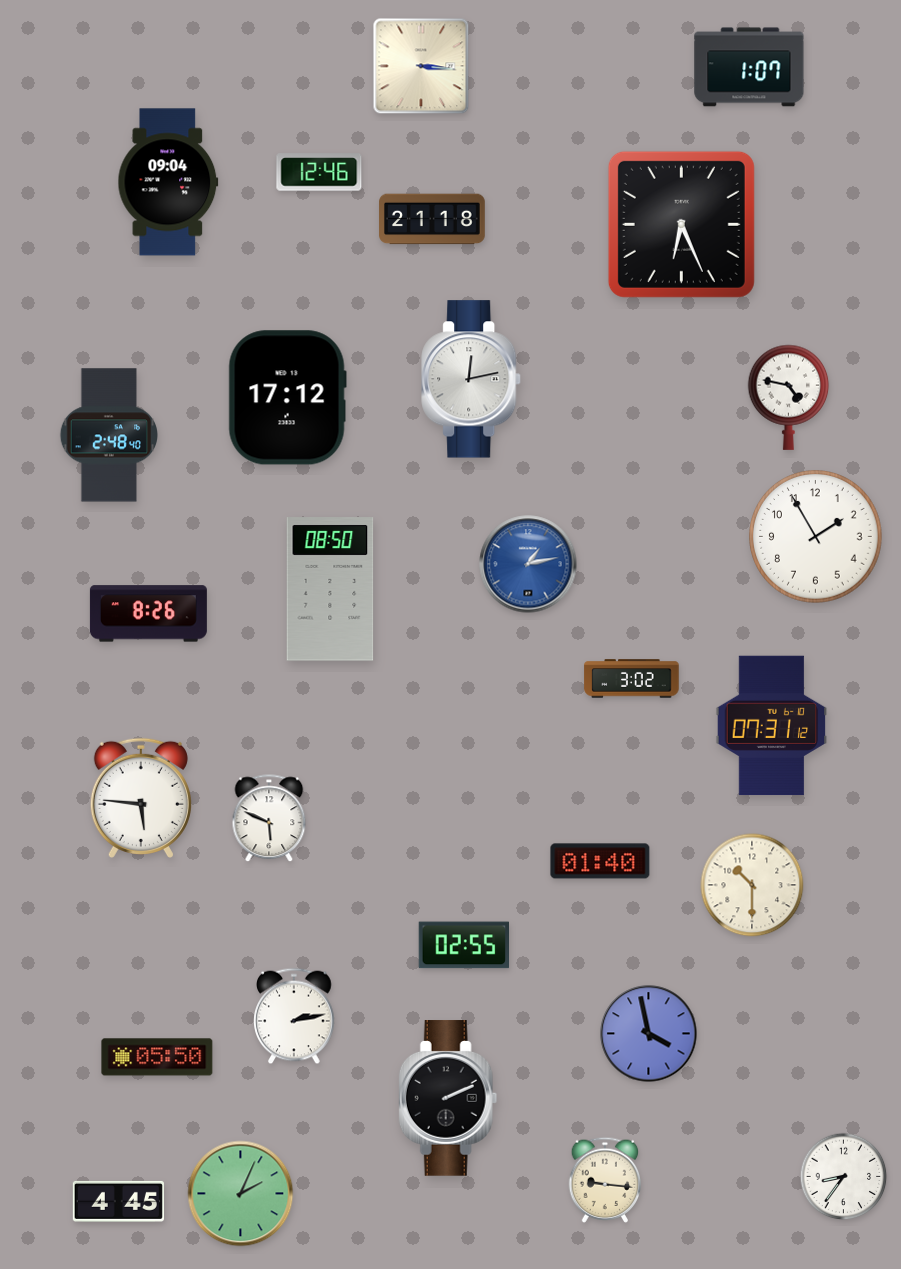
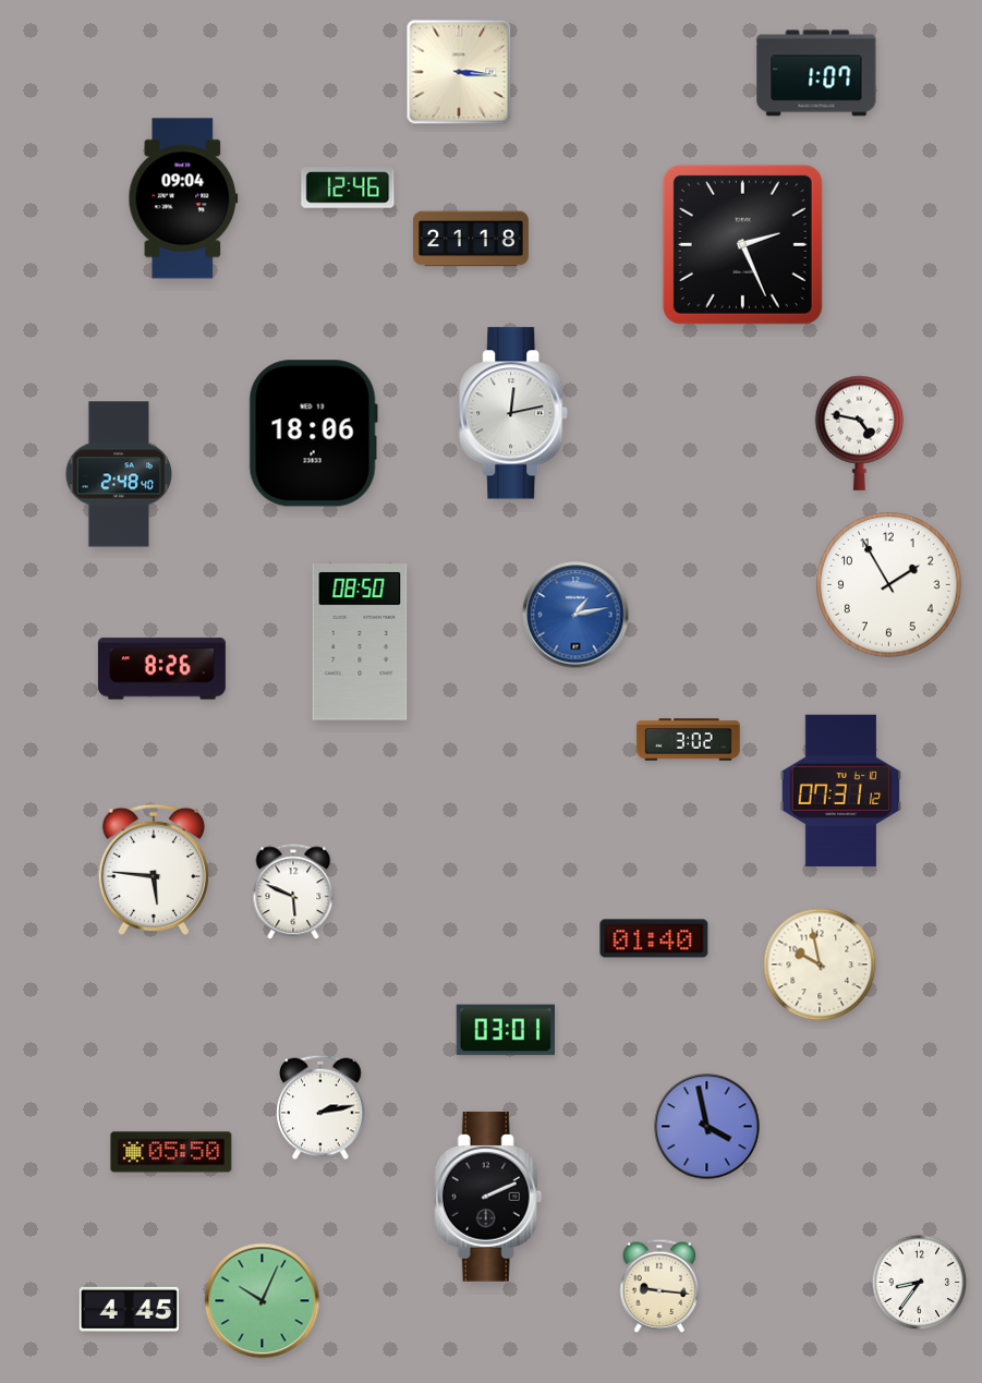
clock at (681, 224): 6:26 -> 2:26
clock at (287, 398): 17:12 -> 18:06
clock at (752, 885): 10:30 -> 9:58
clock at (464, 945): 02:55 -> 03:01
clock at (241, 1194): 2:04 -> 10:04
